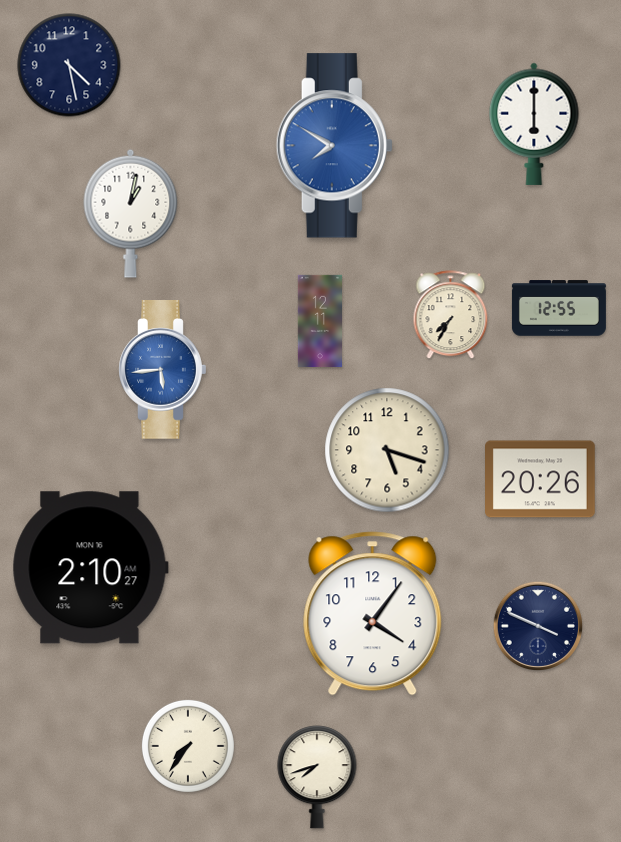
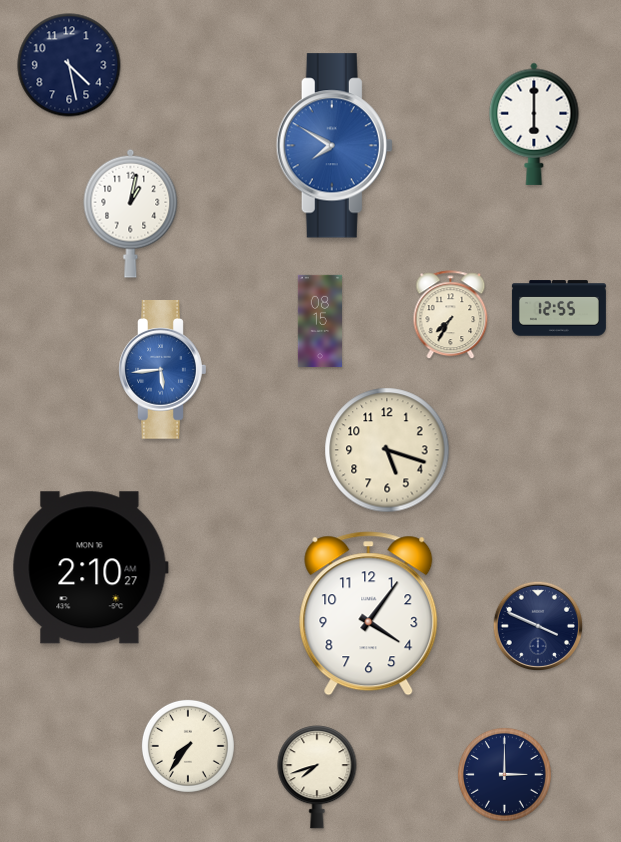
clock at (320, 321): 12:11 -> 08:15
clock at (541, 479): 20:26 -> none
clock at (373, 614) position: (373, 614) -> (369, 614)
clock at (504, 774): none -> 3:00
